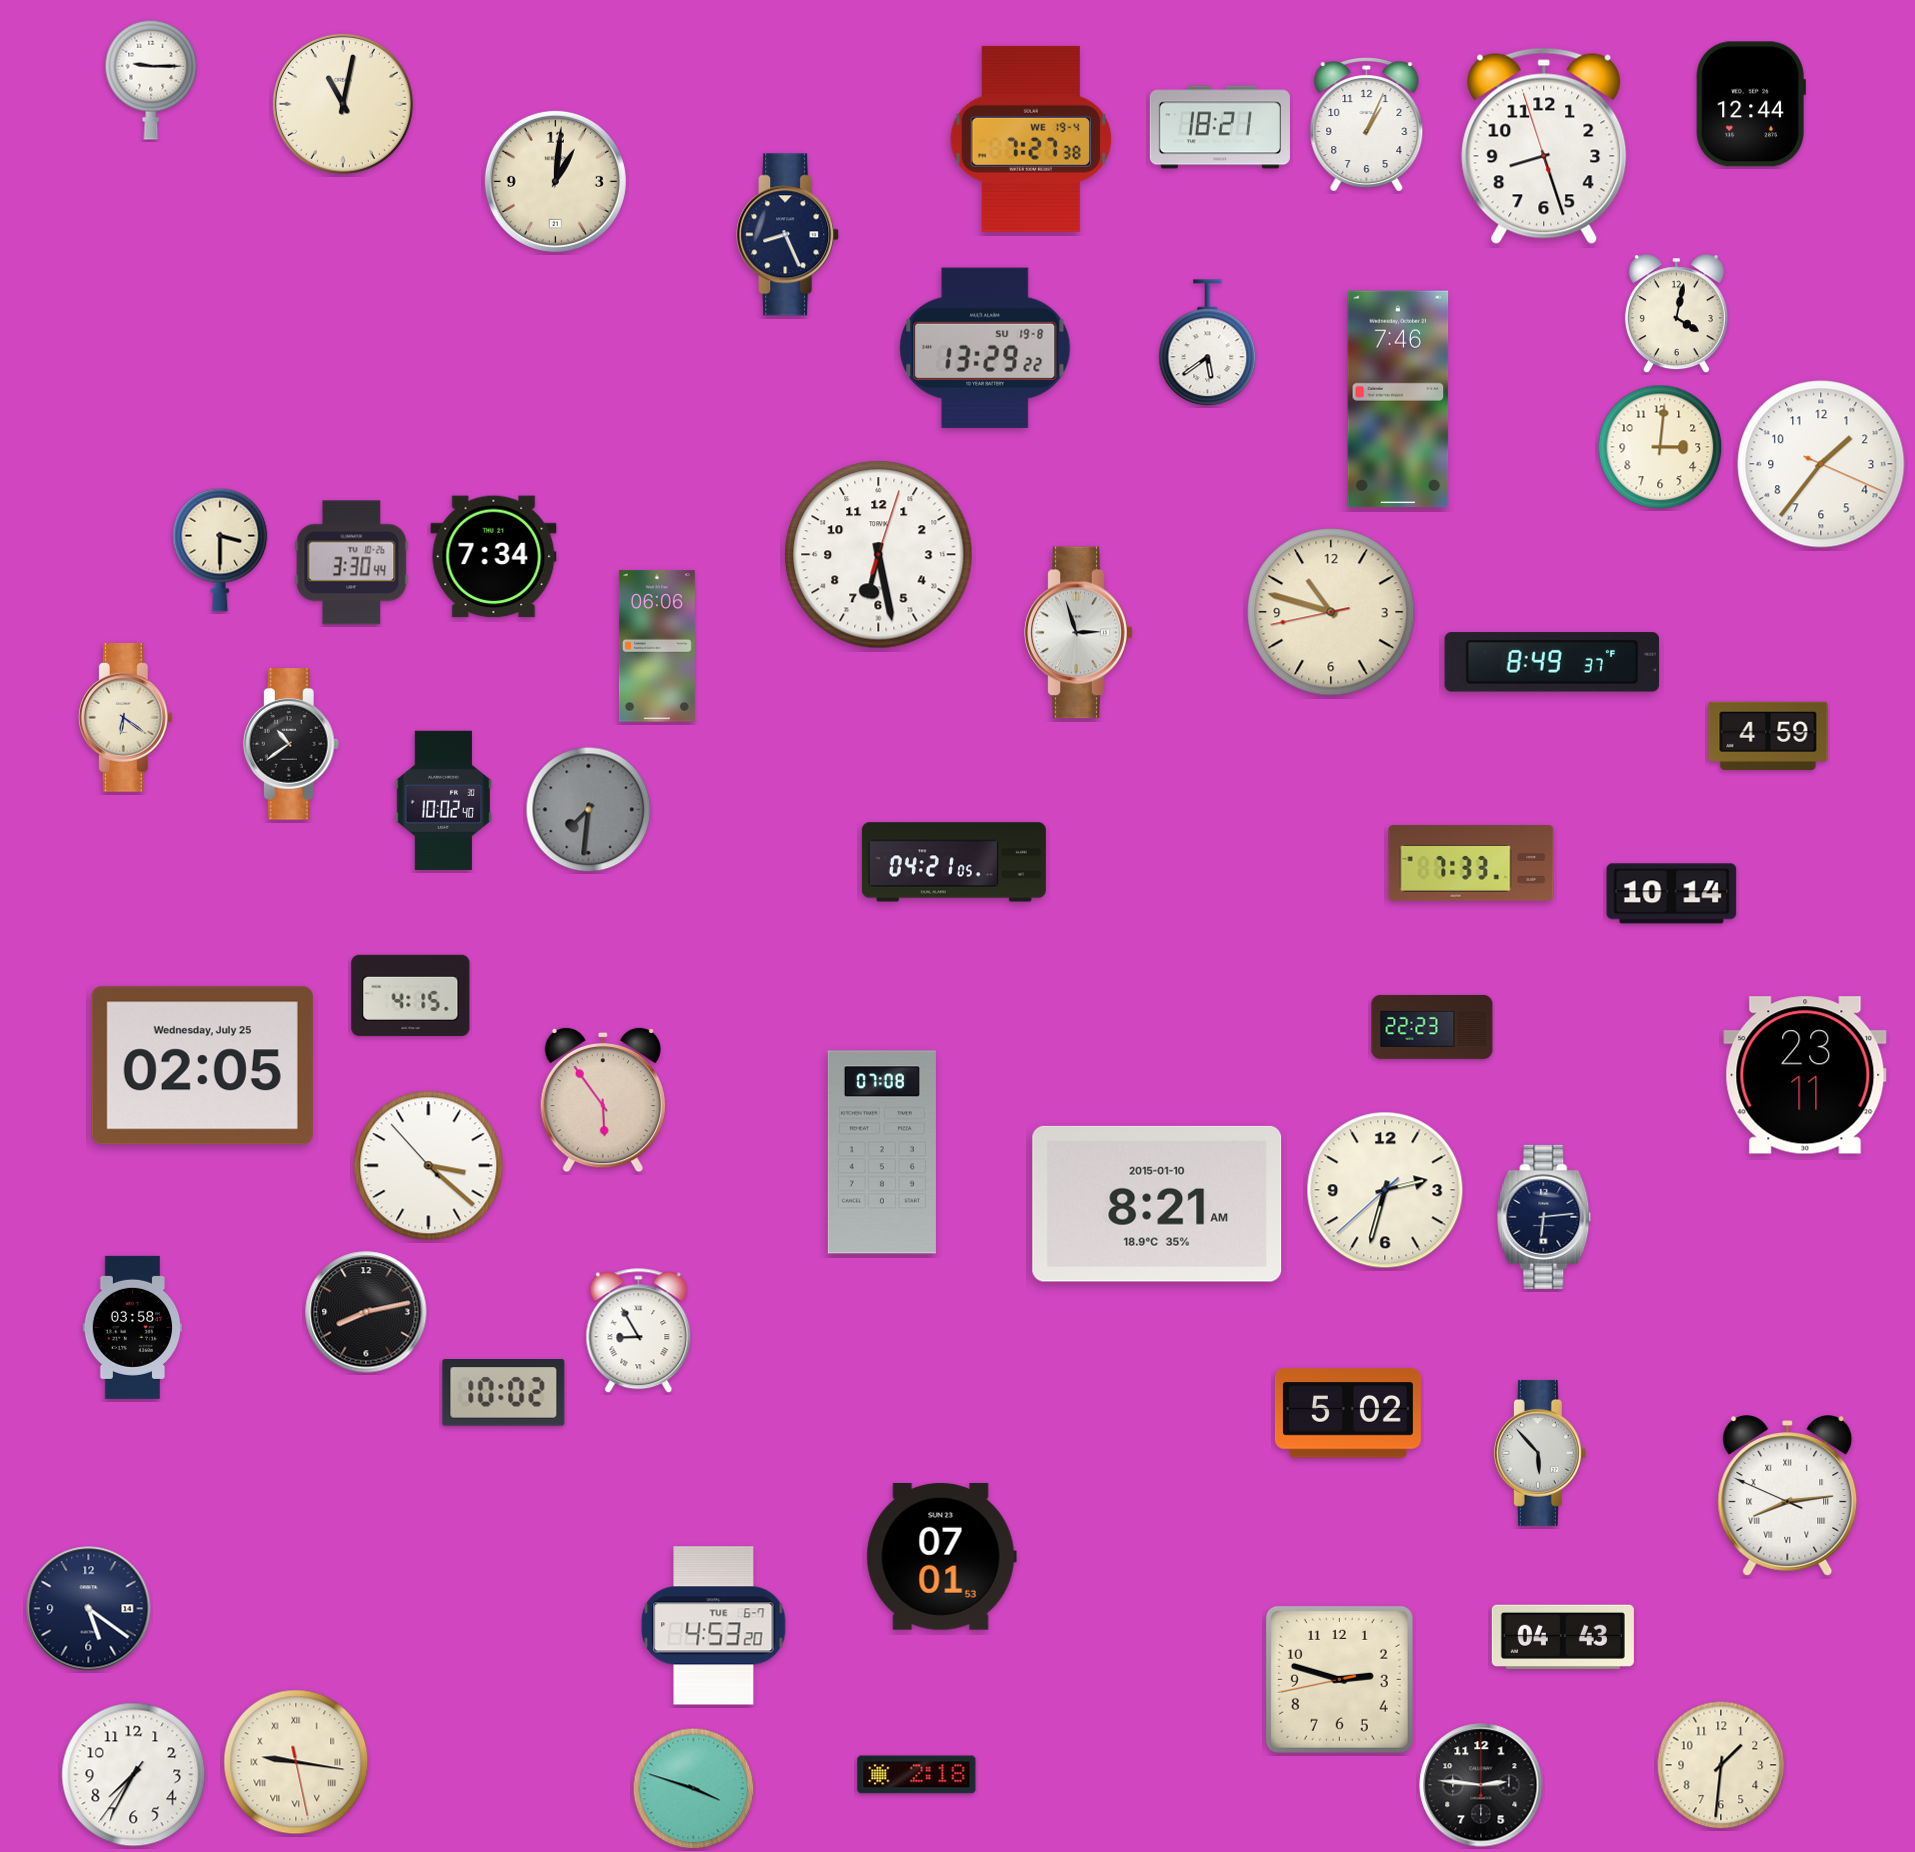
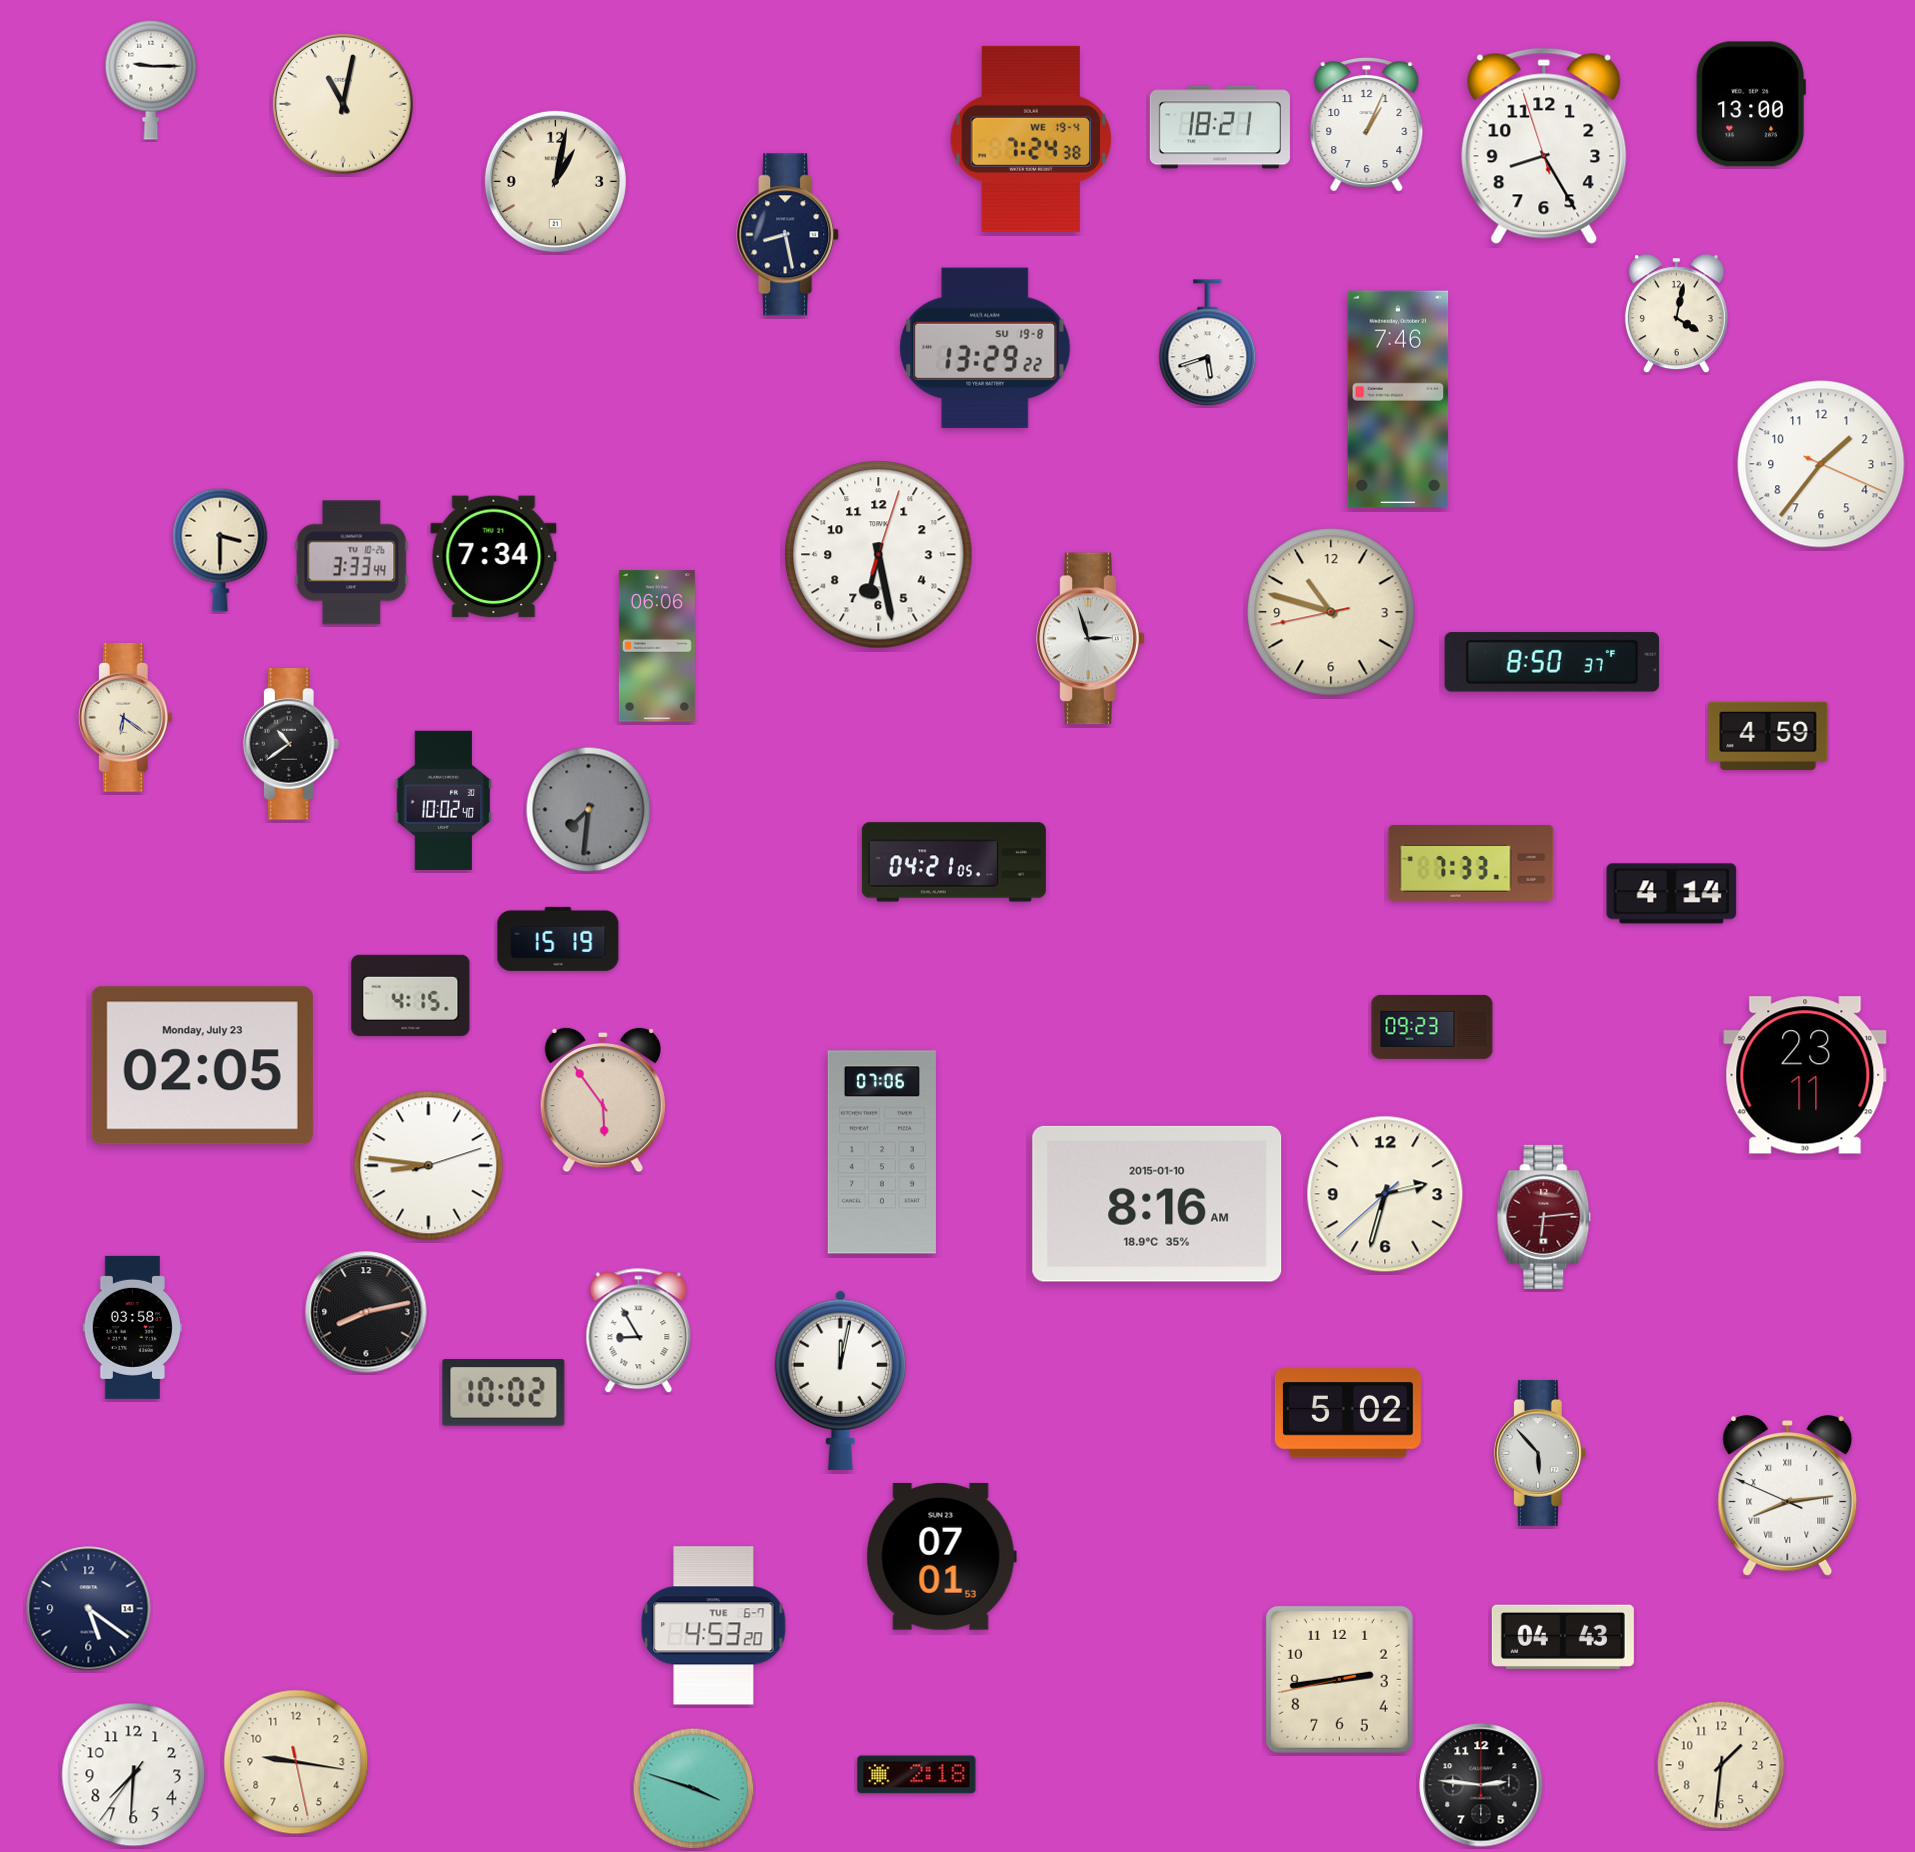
clock at (1751, 104): 12:44 -> 13:00
clock at (1031, 139): 7:27 -> 7:24
clock at (1544, 146): 8:26 -> 8:24
clock at (555, 181): 1:01 -> 1:02
clock at (788, 235): 8:26 -> 8:28
clock at (1208, 343): 5:39 -> 5:42
clock at (1660, 447): 3:01 -> none
clock at (352, 563): 3:30 -> 3:33
clock at (1079, 633) position: (1079, 633) -> (1091, 639)
clock at (1552, 662): 8:49 -> 8:50
clock at (1672, 894): 10:14 -> 4:14
clock at (558, 939): none -> 15:19
clock at (1432, 1027): 22:23 -> 09:23
clock at (202, 1066) date: Wednesday, July 25 -> Monday, July 23
clock at (882, 1152): 07:08 -> 07:06
clock at (429, 1166): 3:21 -> 8:46
clock at (1385, 1190) position: (1385, 1190) -> (1385, 1194)
clock at (1157, 1204): 8:21 -> 8:16
clock at (1544, 1217) dial: navy -> burgundy
clock at (840, 1380): none -> 12:02
clock at (1339, 1679): 2:47 -> 2:43
clock at (296, 1762) numerals: Roman -> Arabic
clock at (134, 1775): 7:34 -> 7:30
